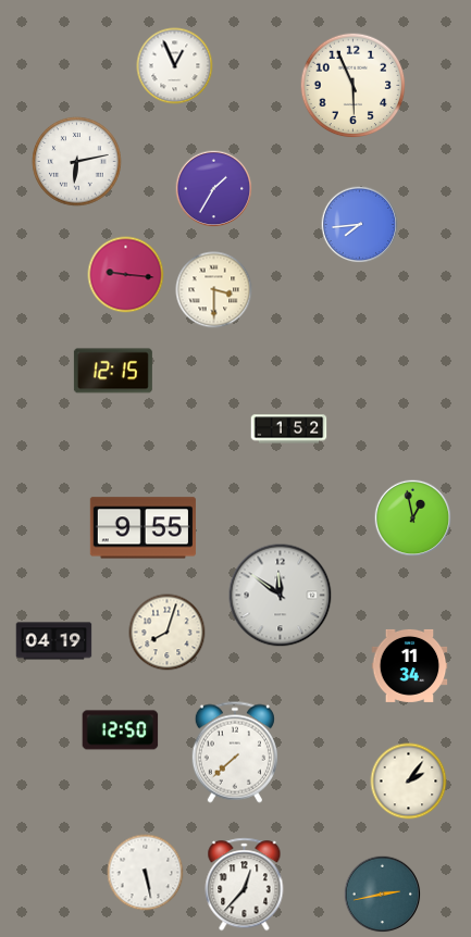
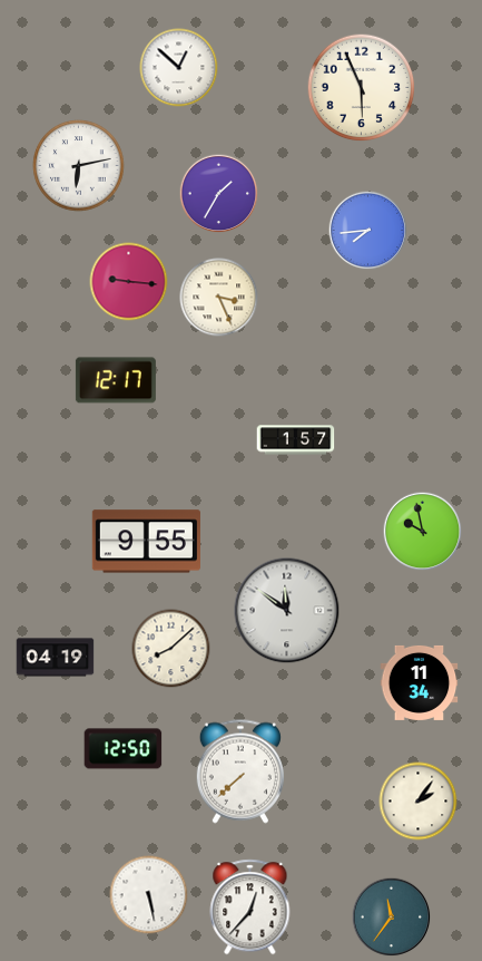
clock at (175, 66): 12:56 -> 12:52
clock at (214, 290): 3:30 -> 3:26
clock at (113, 371): 12:15 -> 12:17
clock at (289, 429): 1:52 -> 1:57
clock at (413, 519): 12:58 -> 9:58
clock at (168, 633): 8:03 -> 8:08
clock at (383, 895): 2:43 -> 11:36
